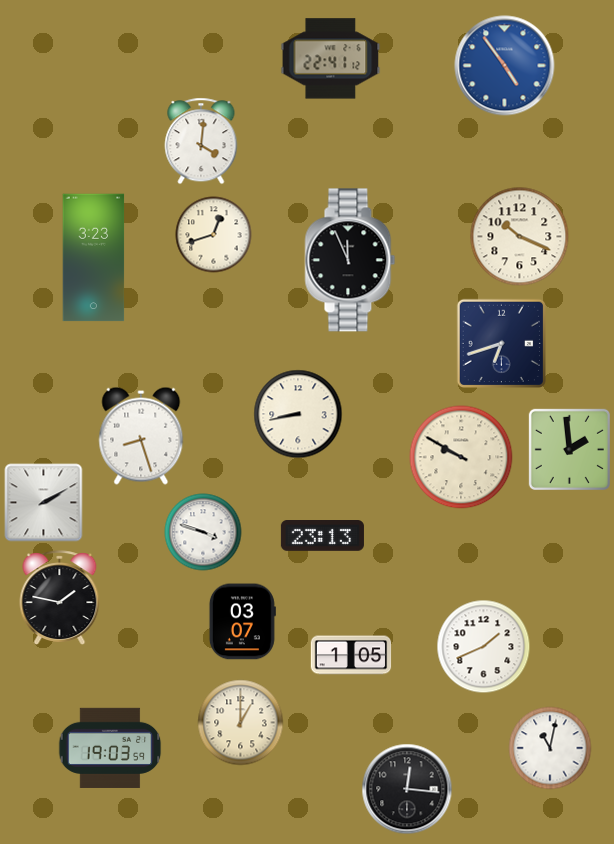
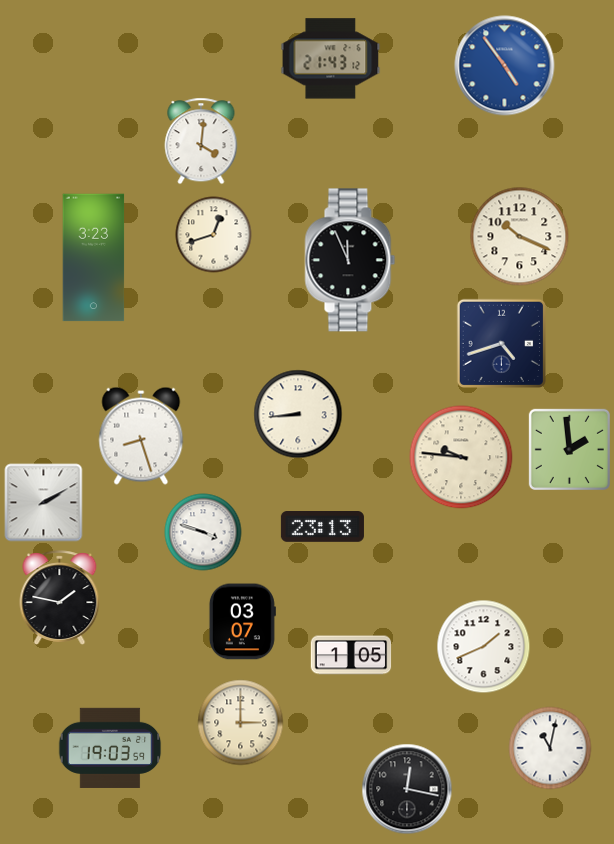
clock at (331, 59): 22:41 -> 21:43
clock at (501, 343): 6:42 -> 4:42
clock at (298, 414): 8:43 -> 8:44
clock at (461, 457): 9:50 -> 9:46
clock at (322, 536) position: (322, 536) -> (322, 527)
clock at (241, 723): 1:00 -> 3:00
clock at (407, 789): 12:16 -> 12:17
